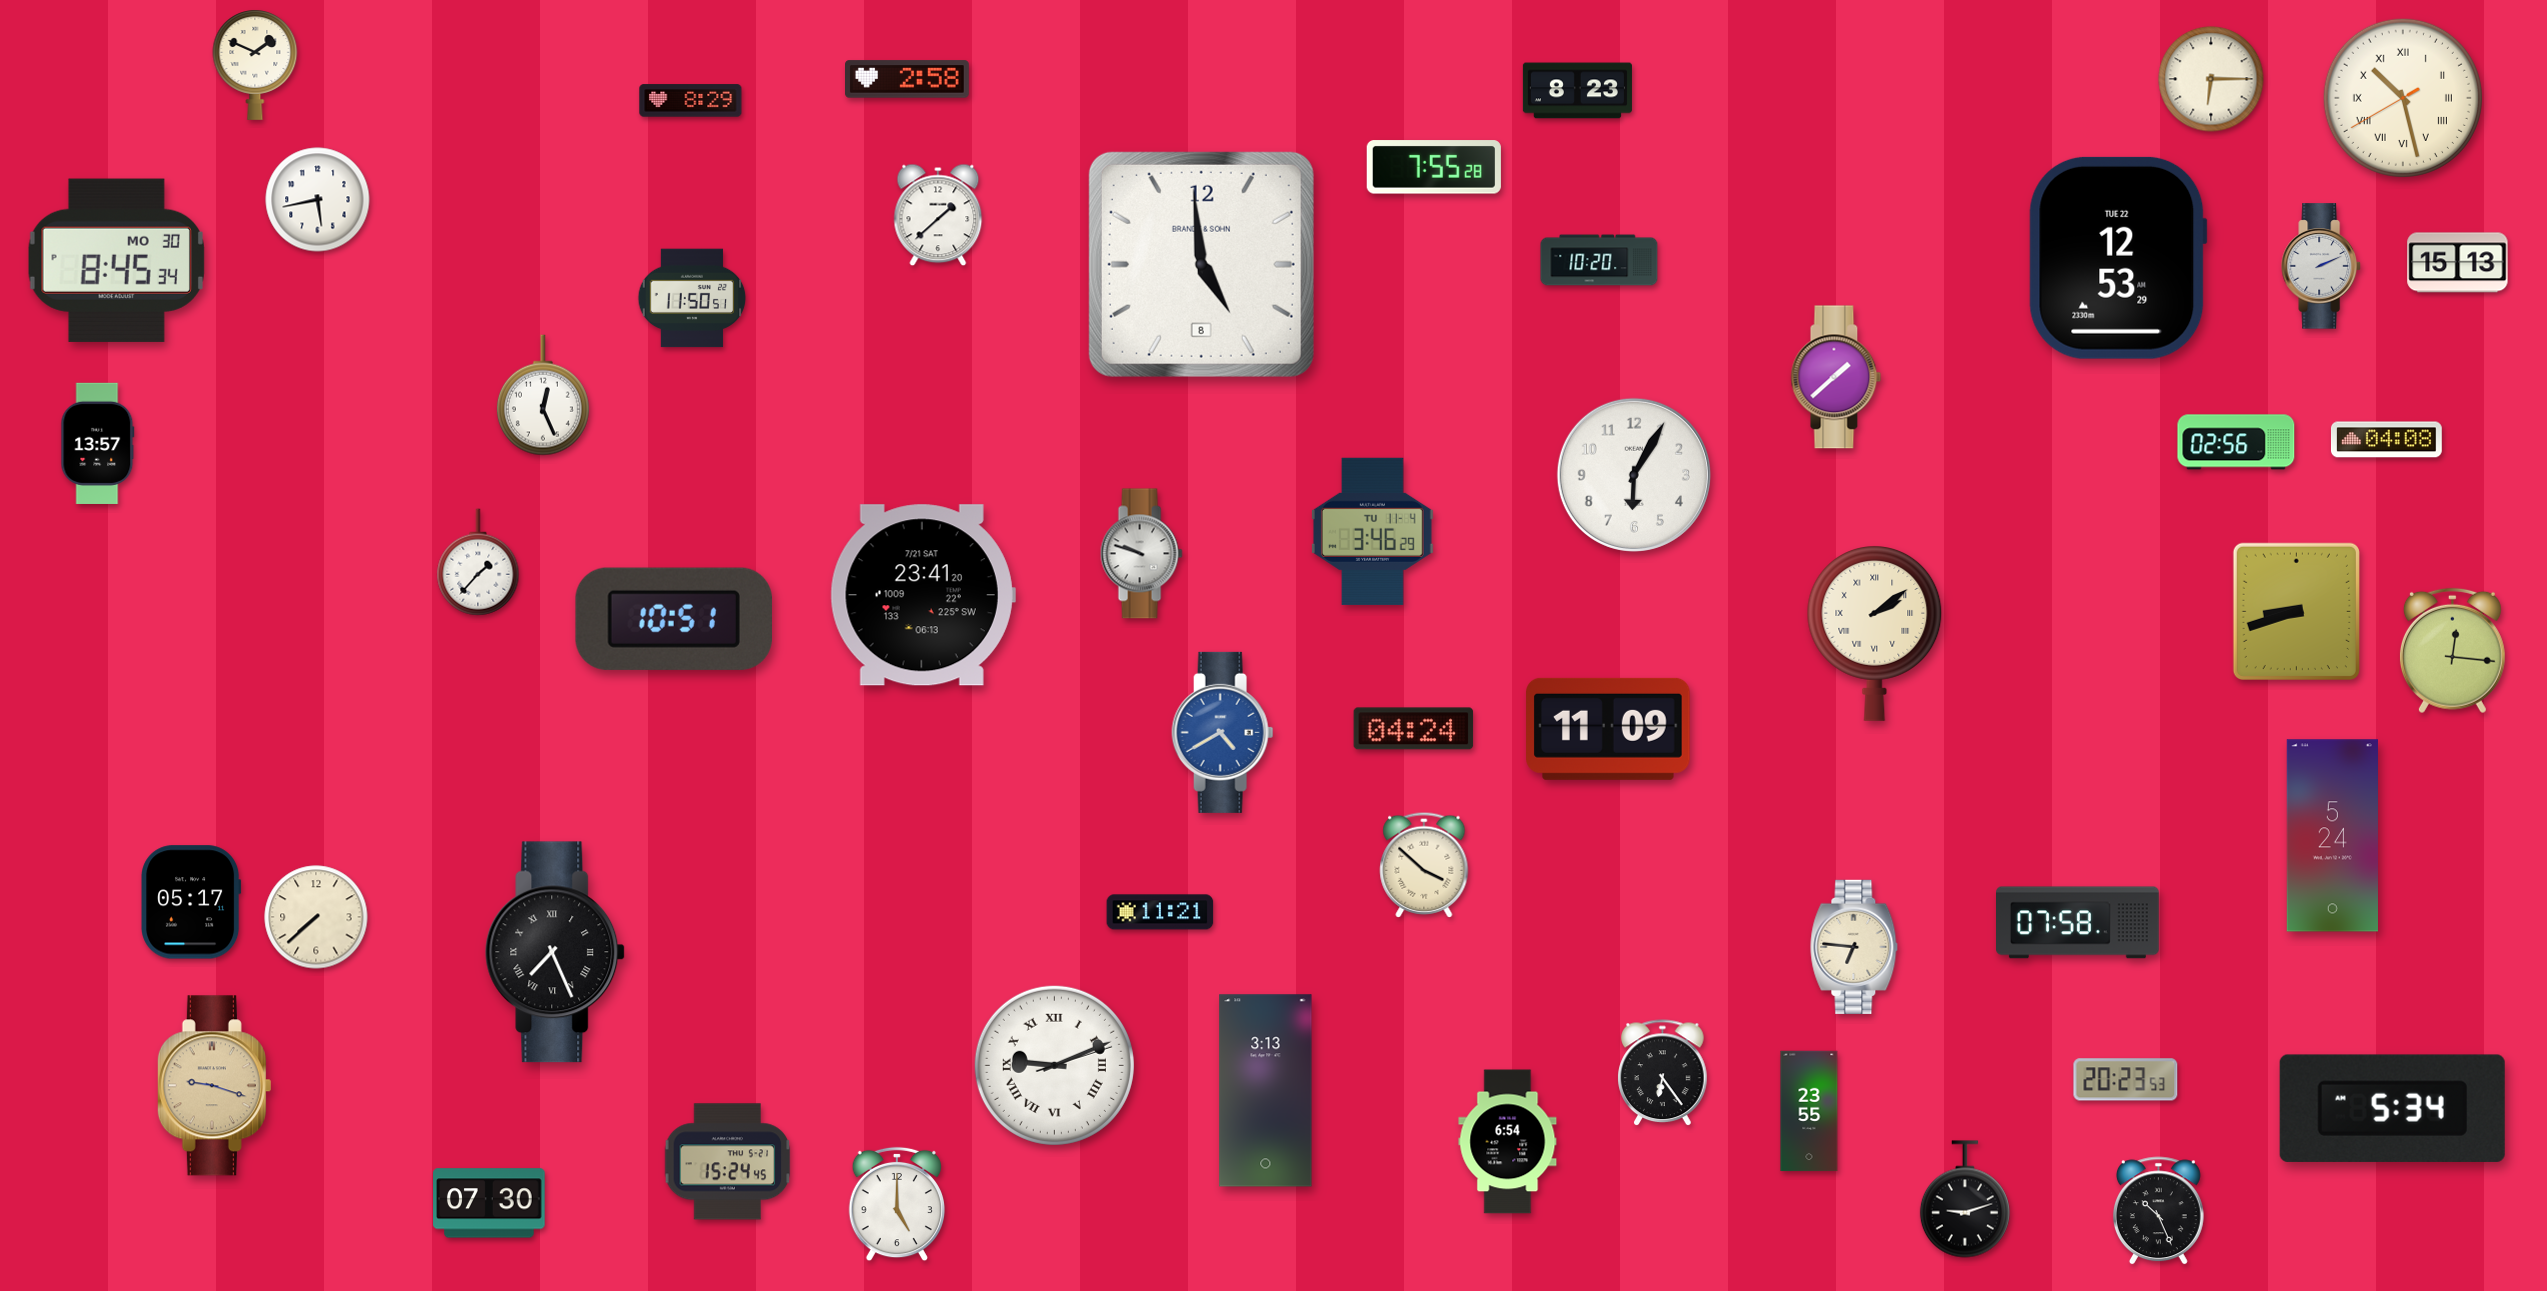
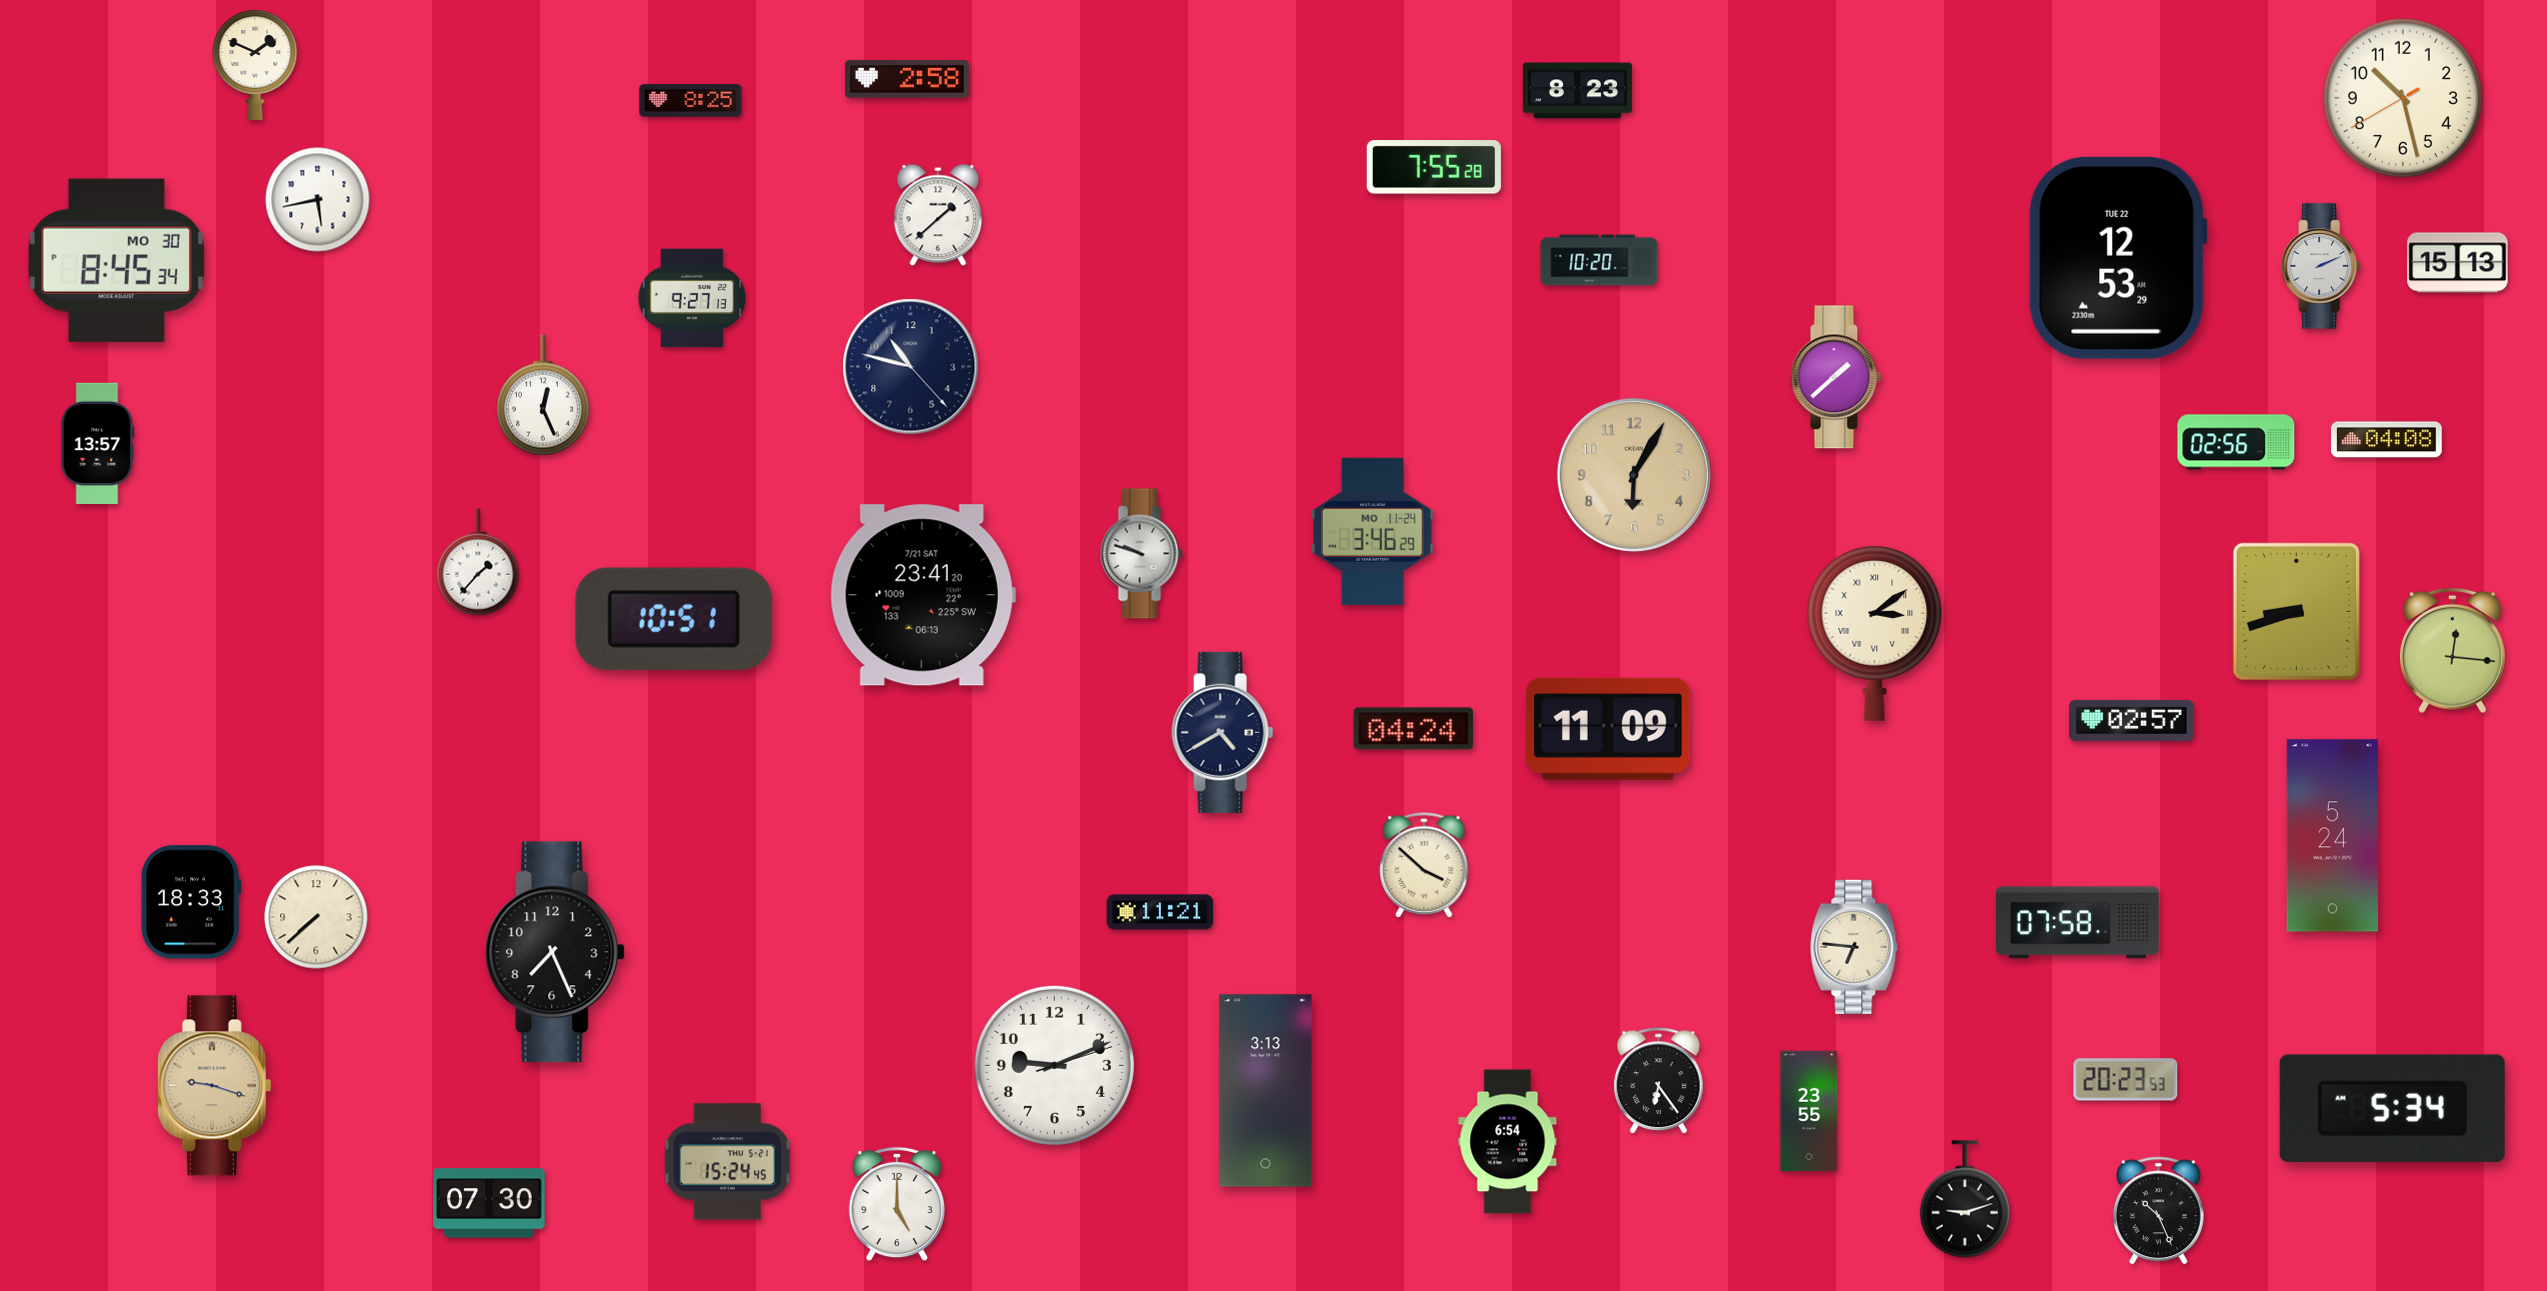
clock at (2211, 79): 6:15 -> none
clock at (2403, 98) numerals: Roman -> Arabic
clock at (691, 101): 8:29 -> 8:25
clock at (1201, 264): 4:59 -> none
clock at (692, 298): 11:50 -> 9:27
clock at (911, 367): none -> 10:47
clock at (1634, 475) dial: white -> champagne
clock at (1372, 531) date: TU 11-4 -> MO 11-24
clock at (1875, 634): 2:09 -> 3:09
clock at (2132, 720): none -> 02:57
clock at (1223, 732) dial: blue -> navy
clock at (191, 902): 05:17 -> 18:33
clock at (556, 952) numerals: Roman -> Arabic
clock at (1054, 1065) numerals: Roman -> Arabic
clock at (1663, 1073) position: (1663, 1073) -> (1659, 1081)
